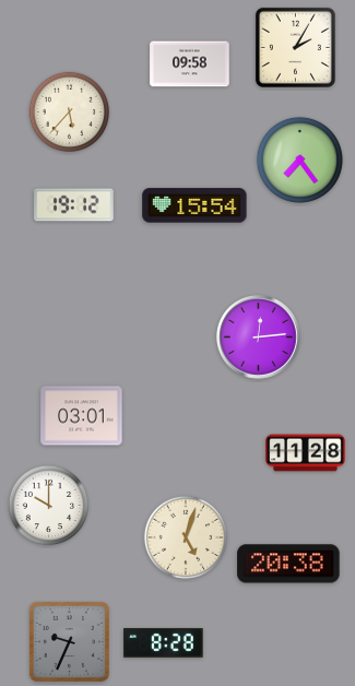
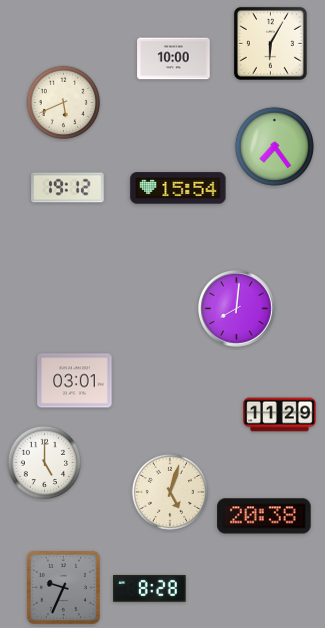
clock at (295, 47): 2:05 -> 6:05
clock at (190, 64): 09:58 -> 10:00
clock at (70, 113): 5:37 -> 5:41
clock at (259, 338): 12:14 -> 8:01
clock at (306, 453): 11:28 -> 11:29
clock at (49, 506): 10:00 -> 5:00
